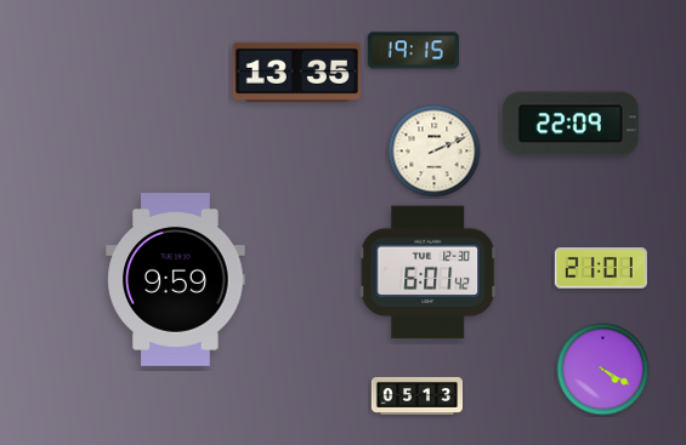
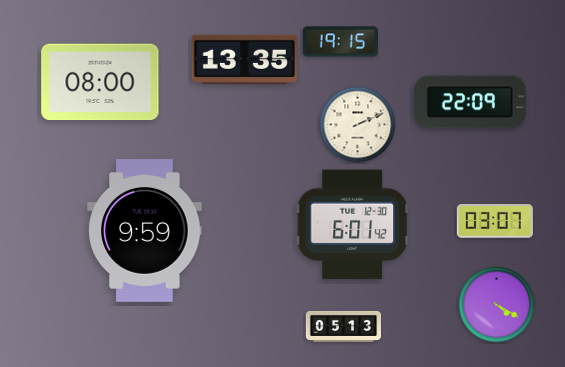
clock at (100, 82): none -> 08:00
clock at (601, 269): 21:01 -> 03:07
